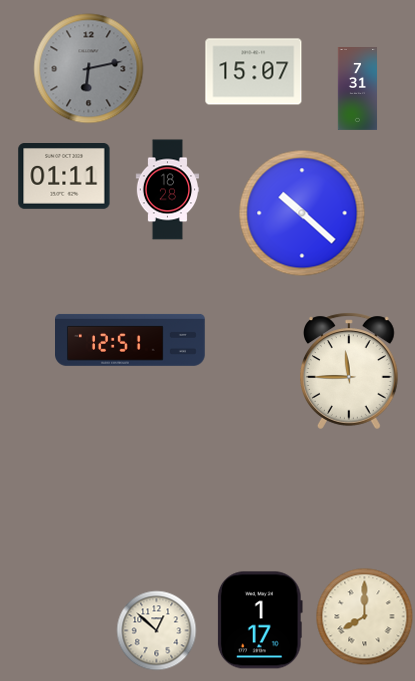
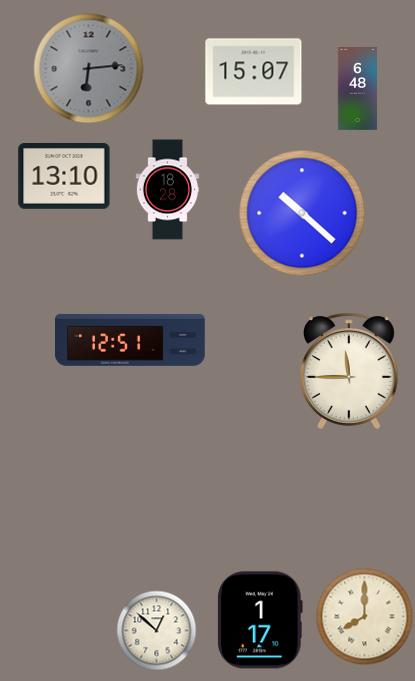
clock at (89, 69): 6:13 -> 6:14
clock at (358, 89): 7:31 -> 6:48
clock at (64, 177): 01:11 -> 13:10
